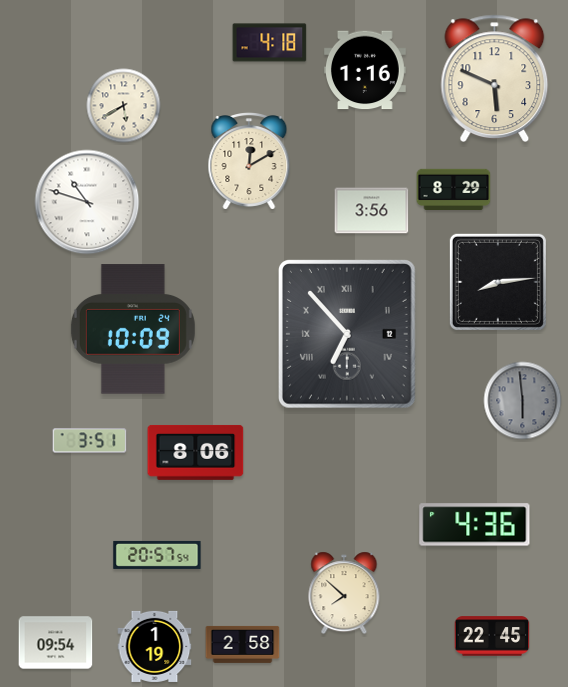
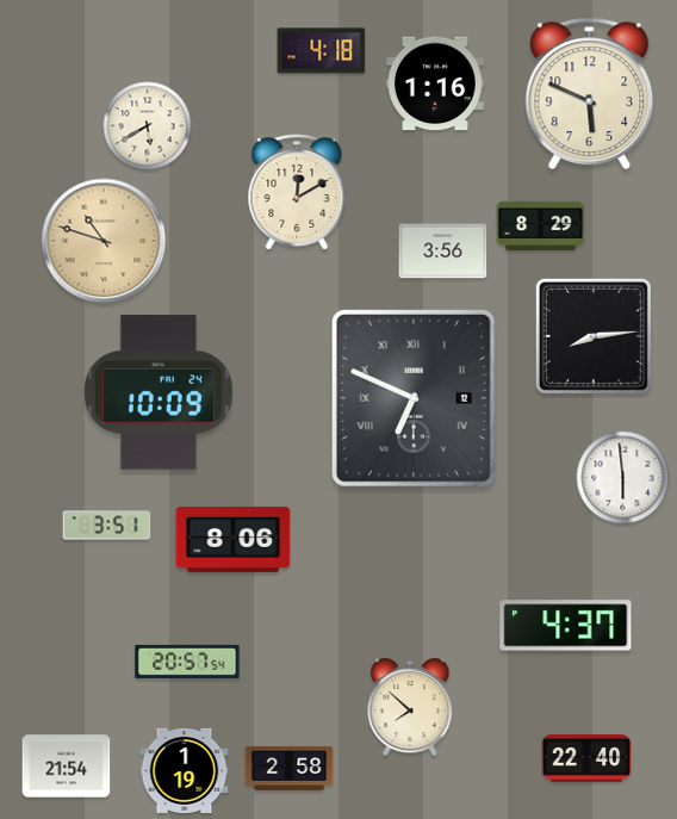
clock at (87, 202) dial: white -> champagne
clock at (348, 335): 6:53 -> 6:49
clock at (523, 401) dial: grey -> white
clock at (475, 525): 4:36 -> 4:37
clock at (492, 636): 22:45 -> 22:40
clock at (56, 643): 09:54 -> 21:54
